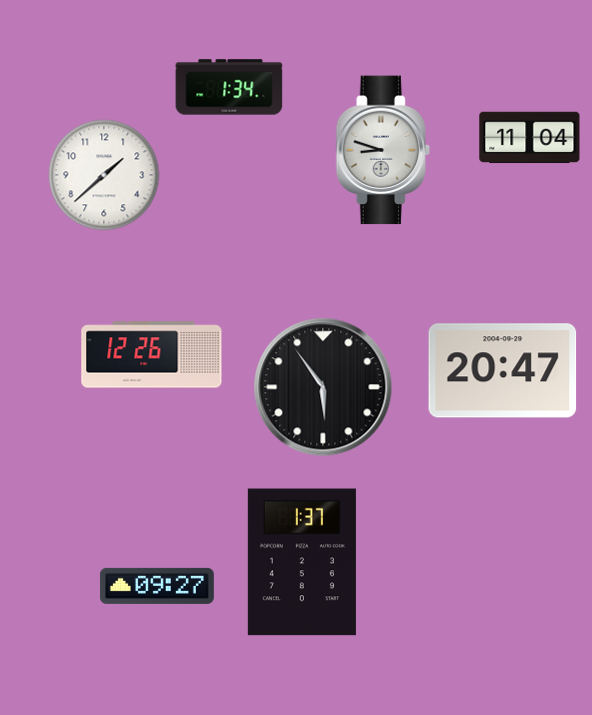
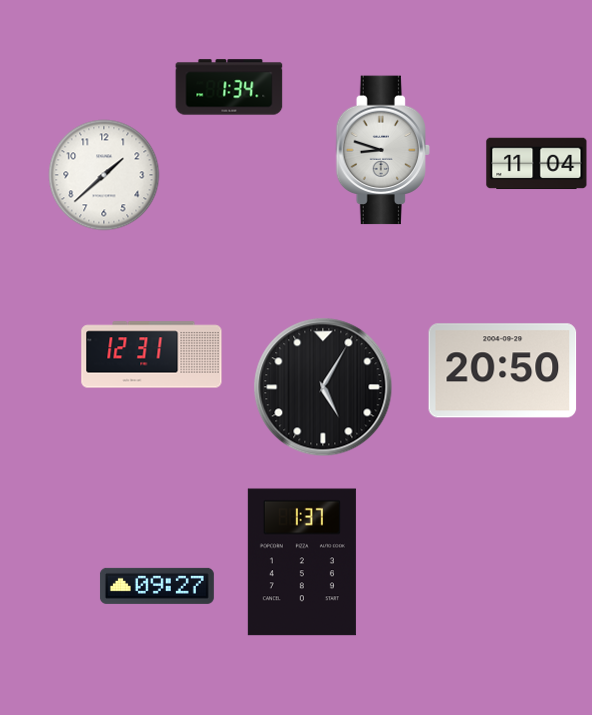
clock at (530, 138) position: (530, 138) -> (537, 164)
clock at (152, 355): 12:26 -> 12:31
clock at (503, 371): 20:47 -> 20:50
clock at (323, 387): 5:54 -> 5:05
